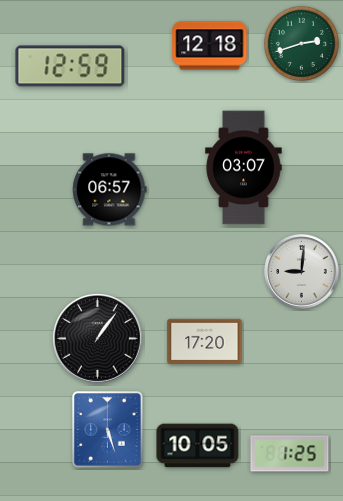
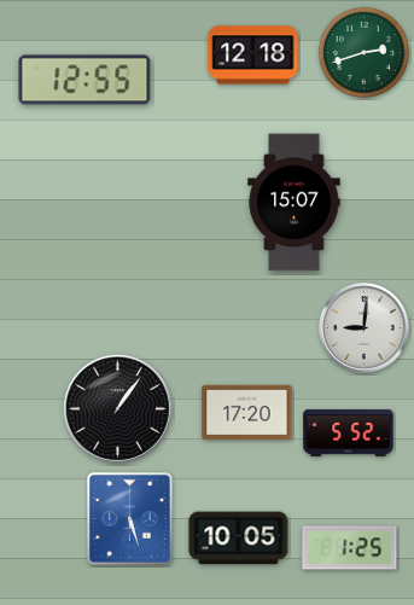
clock at (70, 66): 12:59 -> 12:55
clock at (244, 168): 03:07 -> 15:07
clock at (110, 190): 06:57 -> none
clock at (349, 432): none -> 5:52
